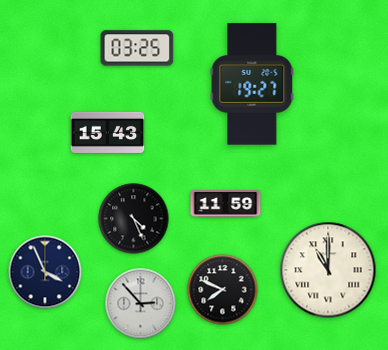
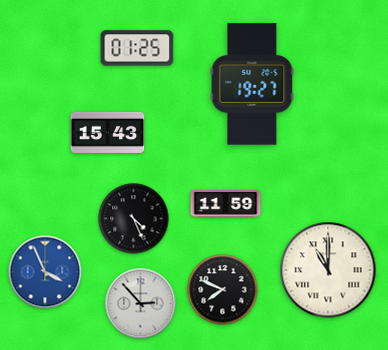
clock at (137, 48): 03:25 -> 01:25
clock at (45, 272) dial: navy -> blue
